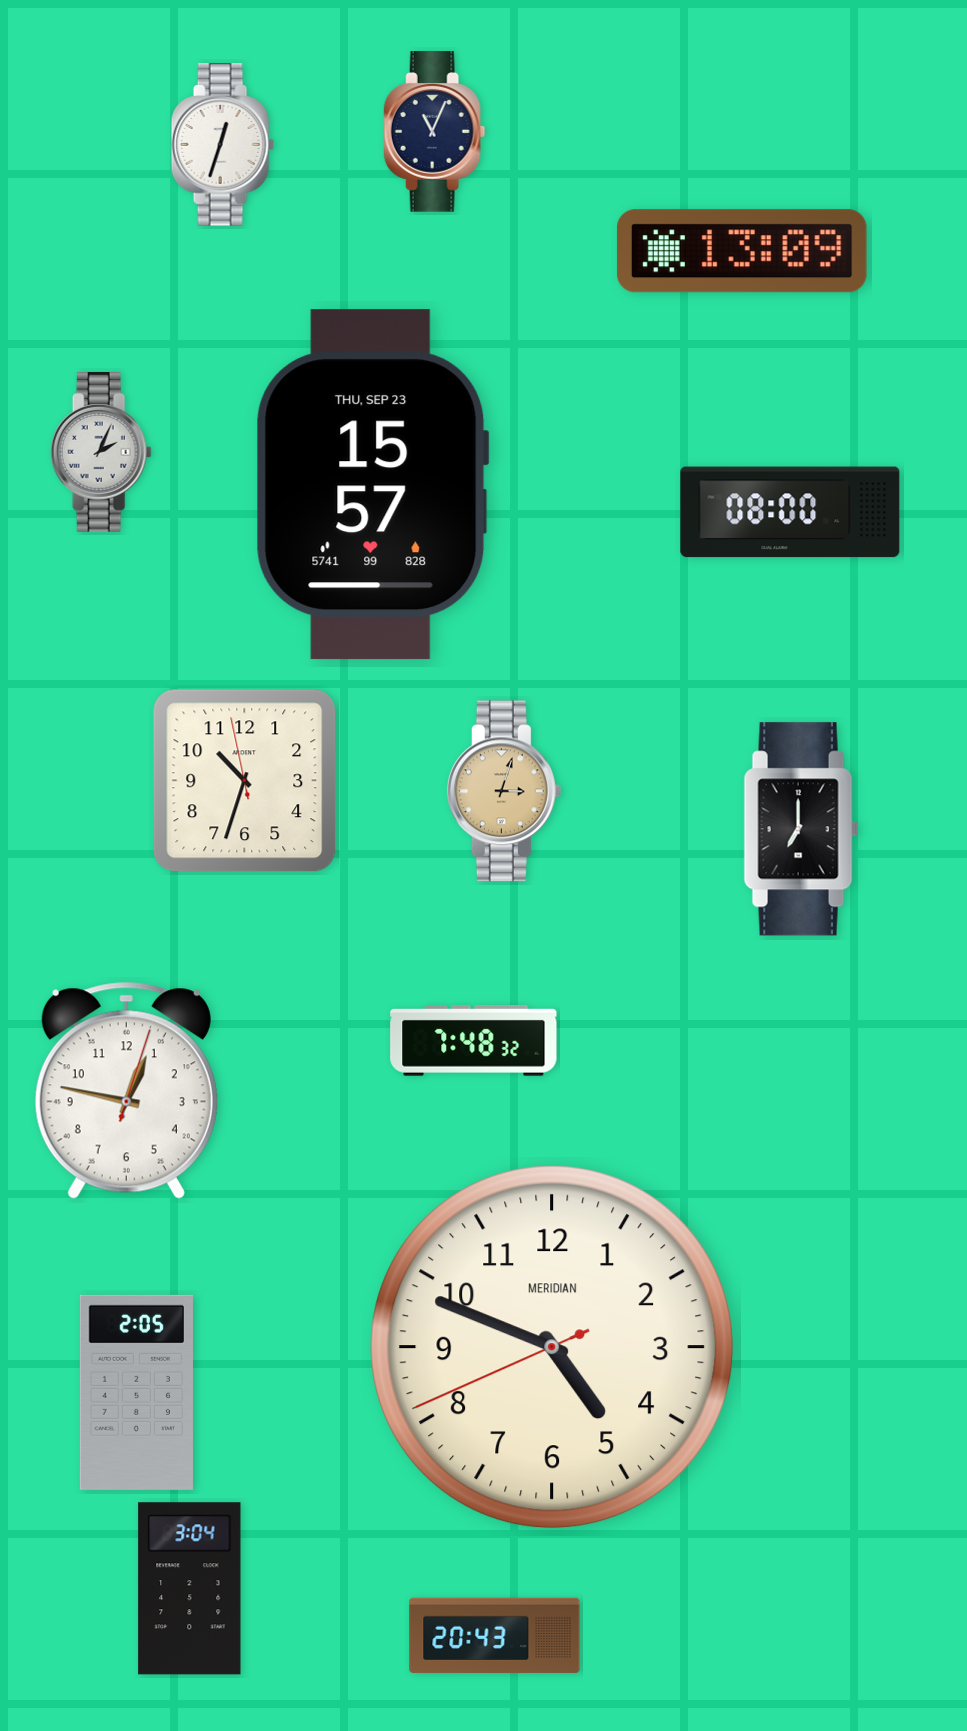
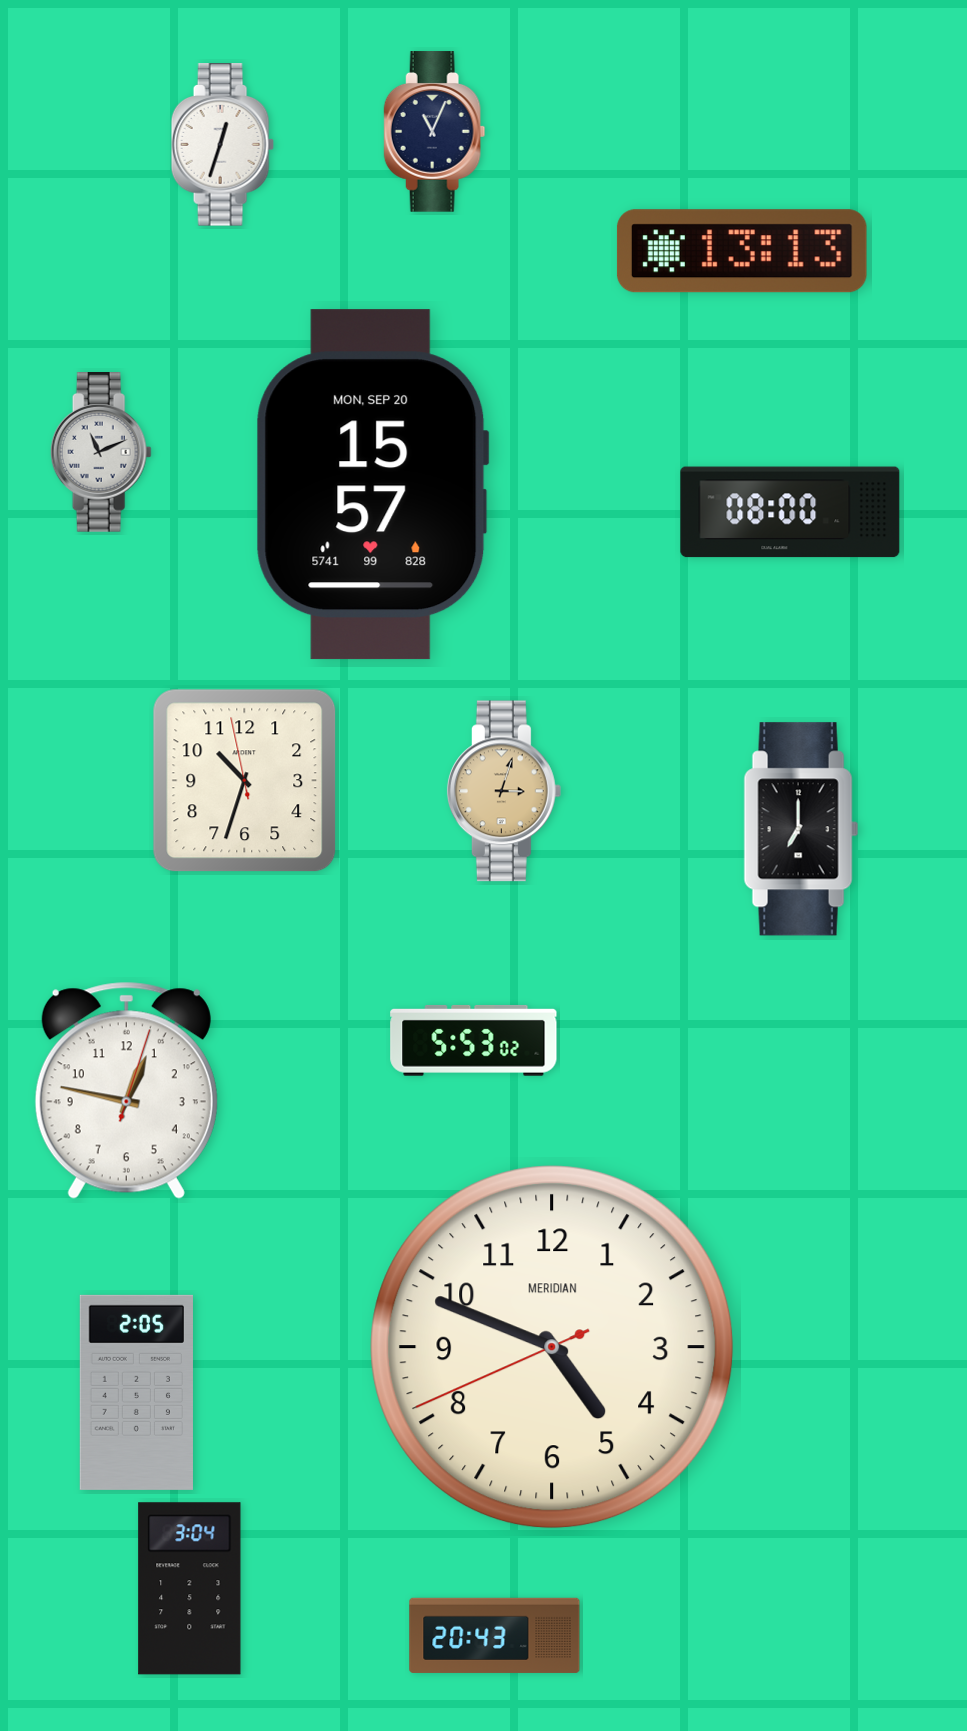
clock at (742, 251): 13:09 -> 13:13
clock at (101, 453): 2:04 -> 11:11
clock at (372, 485) date: THU, SEP 23 -> MON, SEP 20
clock at (474, 1040): 7:48 -> 5:53
